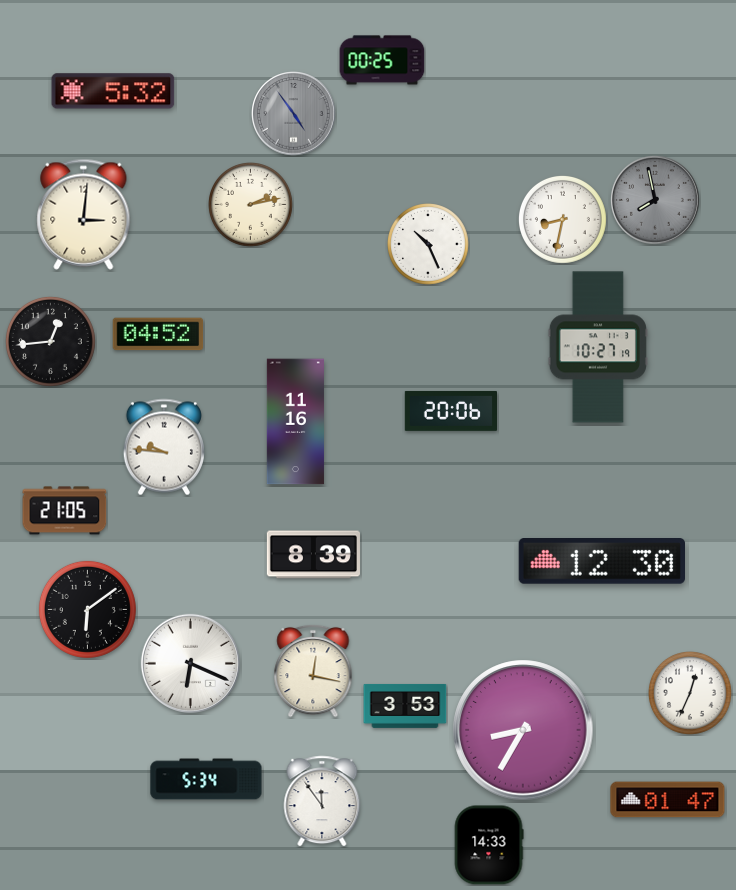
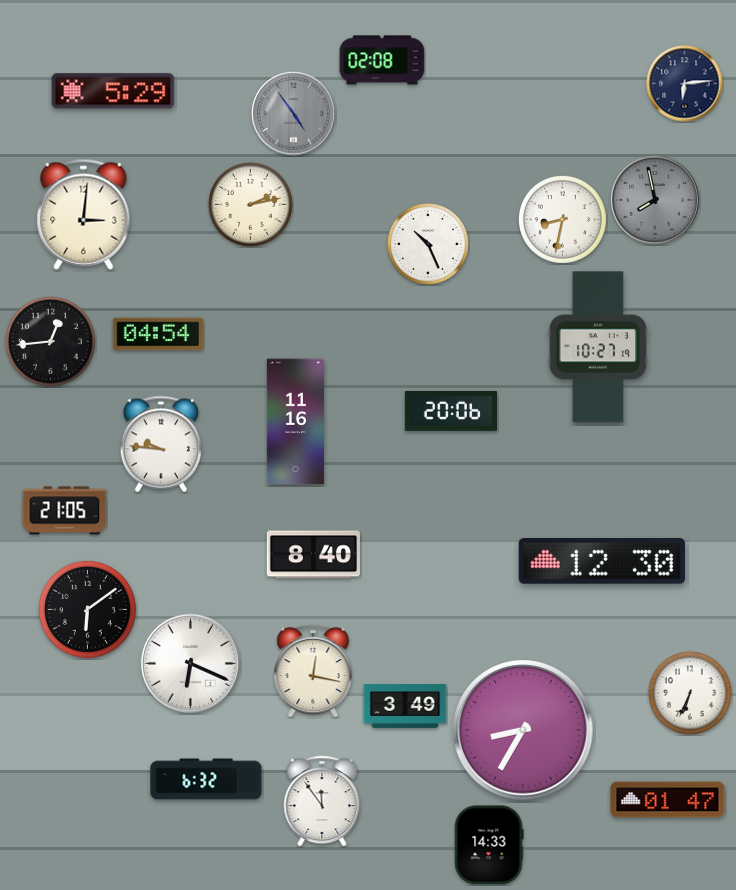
clock at (382, 60): 00:25 -> 02:08
clock at (685, 84): none -> 6:14
clock at (113, 91): 5:32 -> 5:29
clock at (158, 334): 04:52 -> 04:54
clock at (164, 447) position: (164, 447) -> (161, 444)
clock at (313, 555): 8:39 -> 8:40
clock at (691, 694): 12:34 -> 6:34
clock at (405, 706): 3:53 -> 3:49
clock at (206, 779): 5:34 -> 6:32
